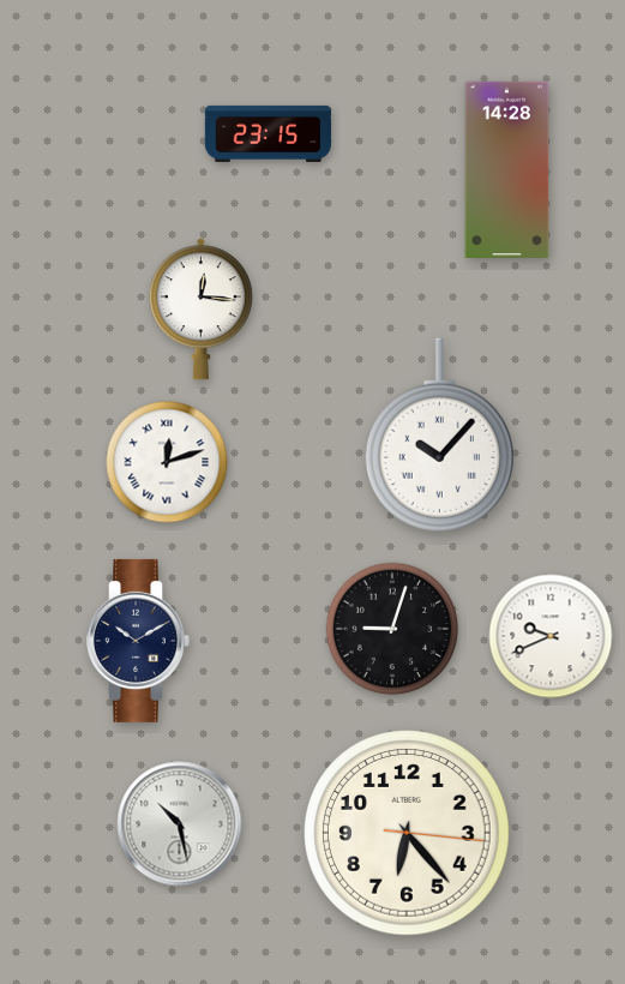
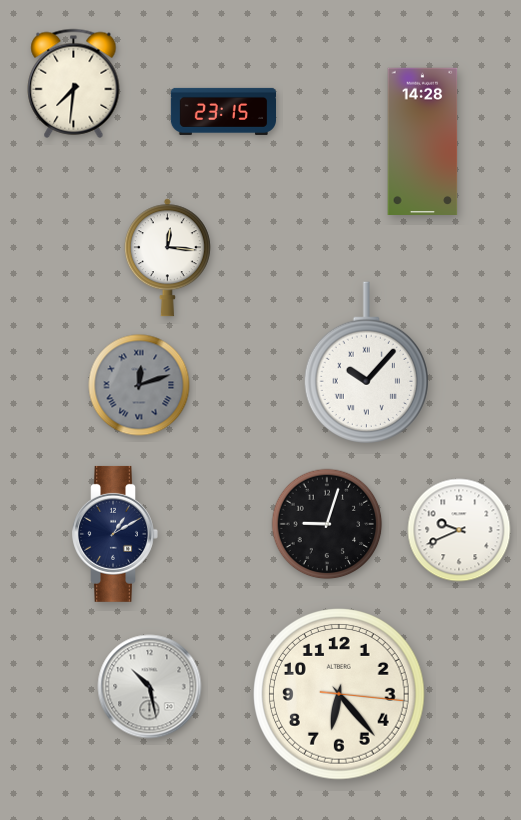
clock at (74, 83): none -> 7:31
clock at (167, 462) dial: white -> grey
clock at (138, 641): 10:10 -> 1:10
